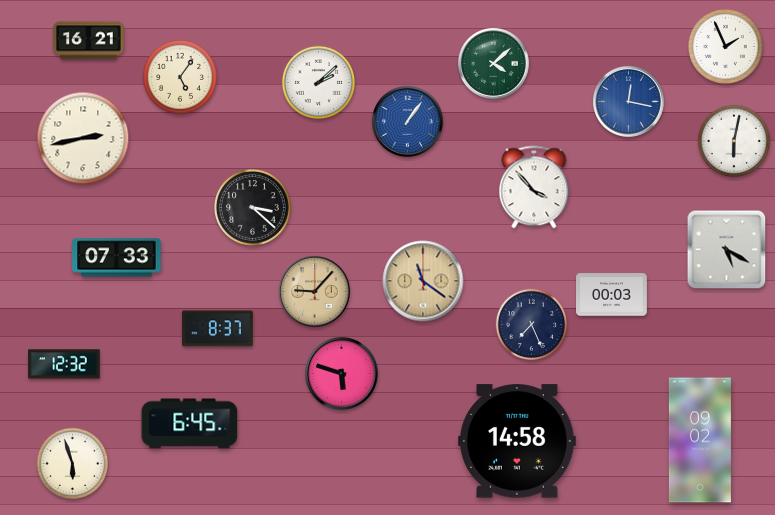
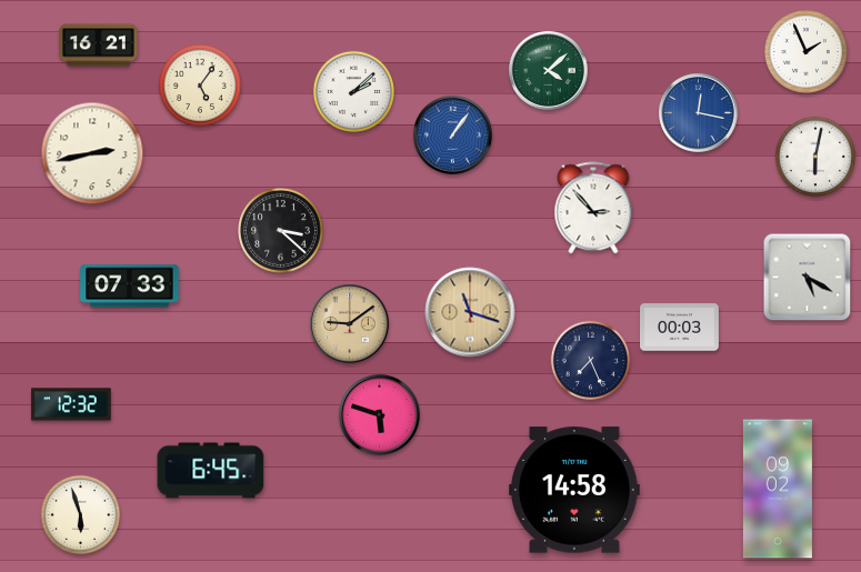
clock at (534, 187): 3:53 -> 2:53
clock at (423, 281): 11:21 -> 11:18
clock at (315, 292): 9:07 -> 9:09
clock at (217, 329): 8:37 -> none
